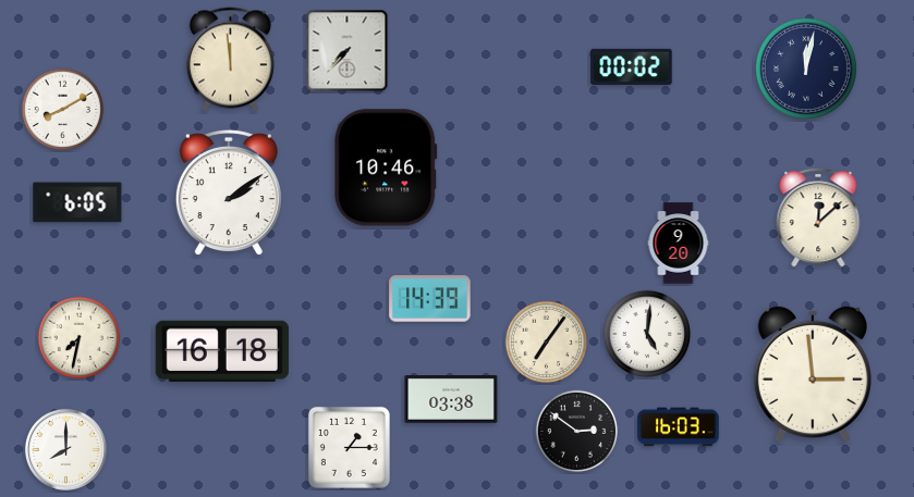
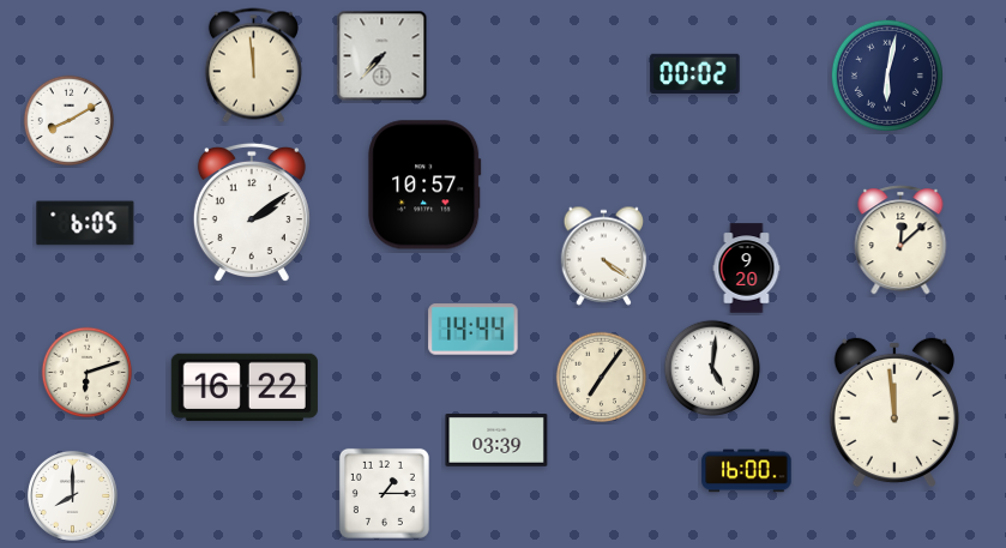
clock at (806, 69): 12:02 -> 6:02
clock at (386, 167): 10:46 -> 10:57
clock at (604, 255): none -> 4:21
clock at (430, 299): 14:39 -> 14:44
clock at (80, 338): 7:32 -> 6:12
clock at (222, 351): 16:18 -> 16:22
clock at (813, 374): 2:59 -> 11:59
clock at (451, 400): 03:38 -> 03:39
clock at (679, 427): 16:03 -> 16:00
clock at (577, 432): 2:51 -> none
